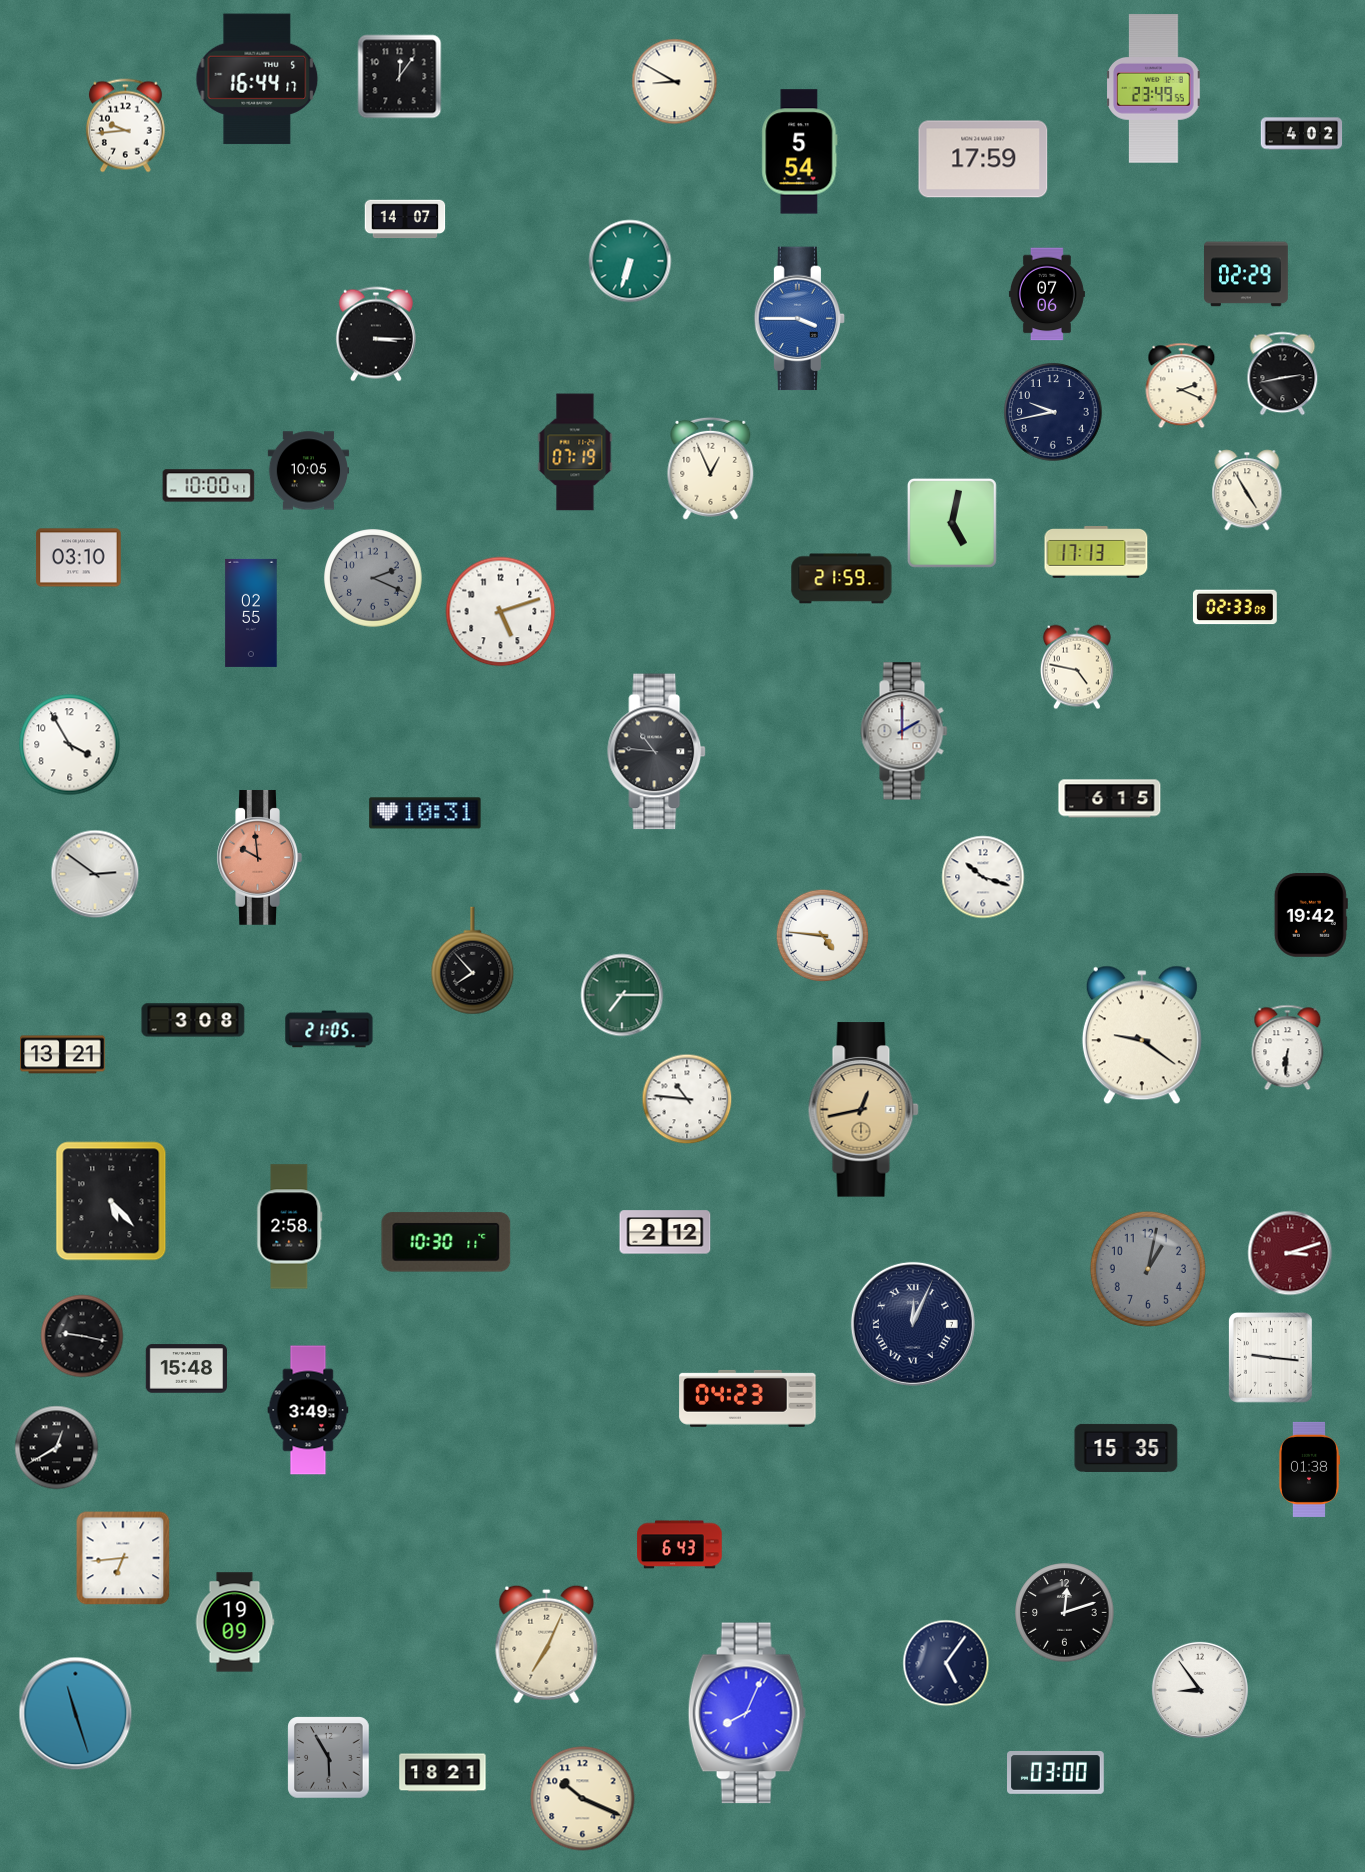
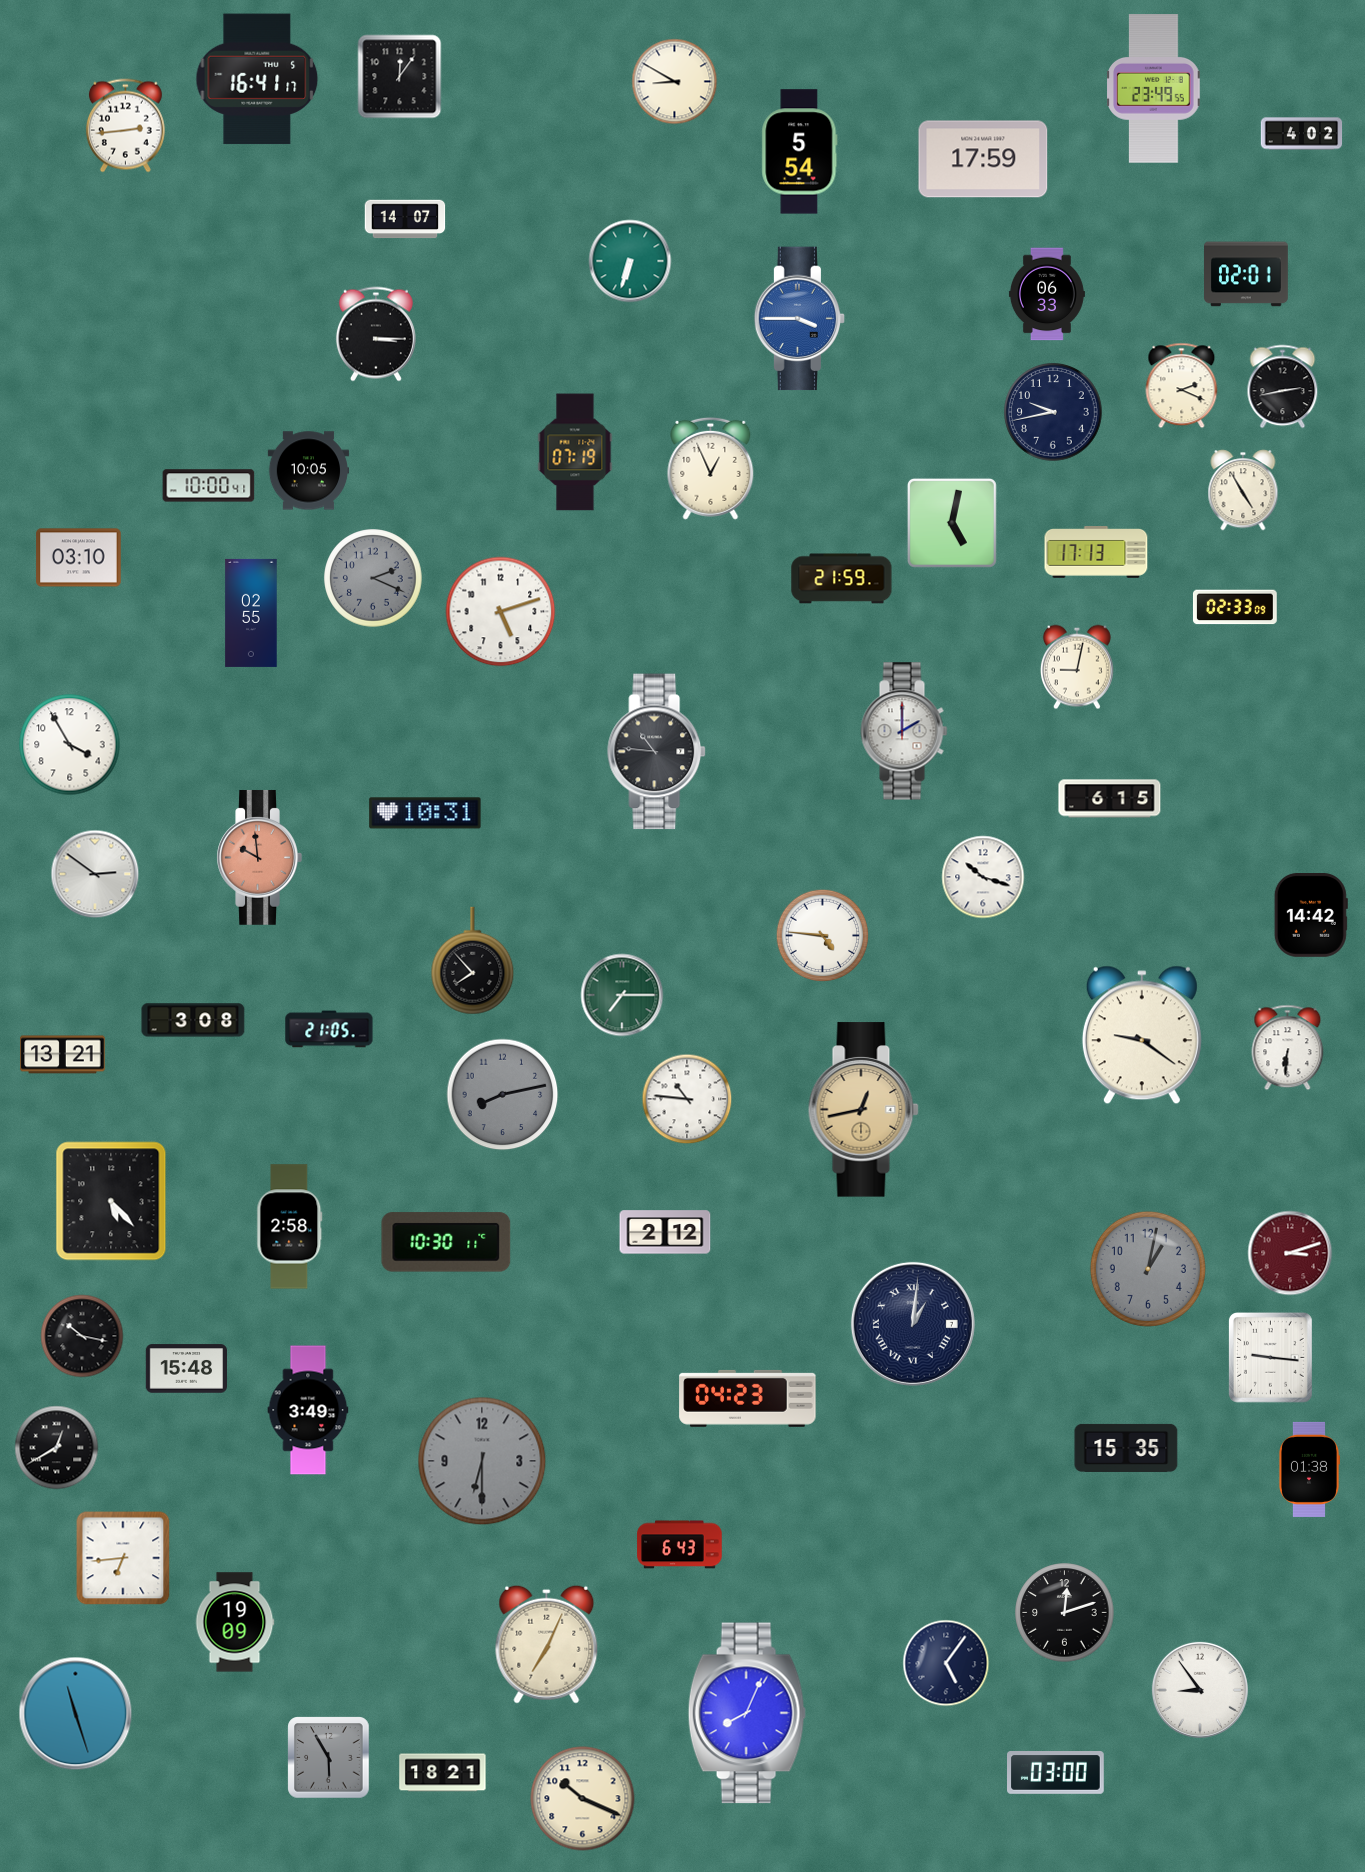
clock at (257, 79): 16:44 -> 16:41
clock at (125, 126): 9:44 -> 2:44
clock at (1247, 274): 02:29 -> 02:01
clock at (1047, 294): 07:06 -> 06:33
clock at (1283, 374) position: (1283, 374) -> (1283, 387)
clock at (1247, 490) position: (1247, 490) -> (1243, 490)
clock at (1077, 667): 4:47 -> 9:02
clock at (1311, 916): 19:42 -> 14:42
clock at (503, 1095): none -> 8:13
clock at (913, 1324): 12:04 -> 1:01
clock at (82, 1336): 9:17 -> 10:17
clock at (482, 1461): none -> 6:30
